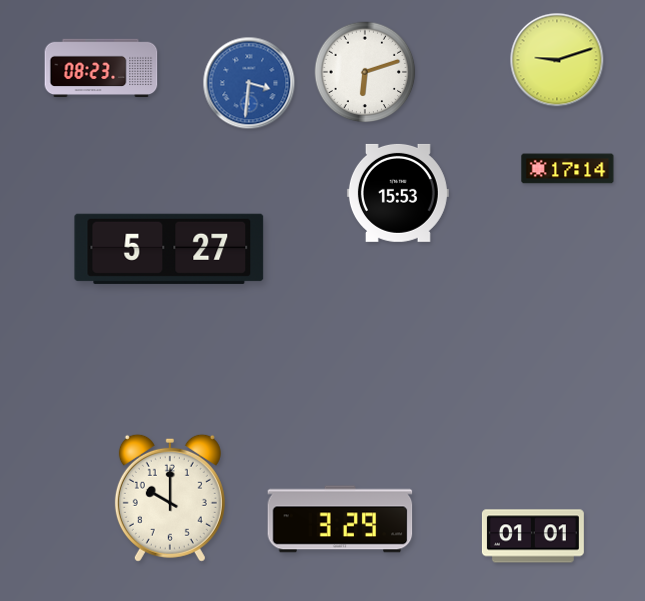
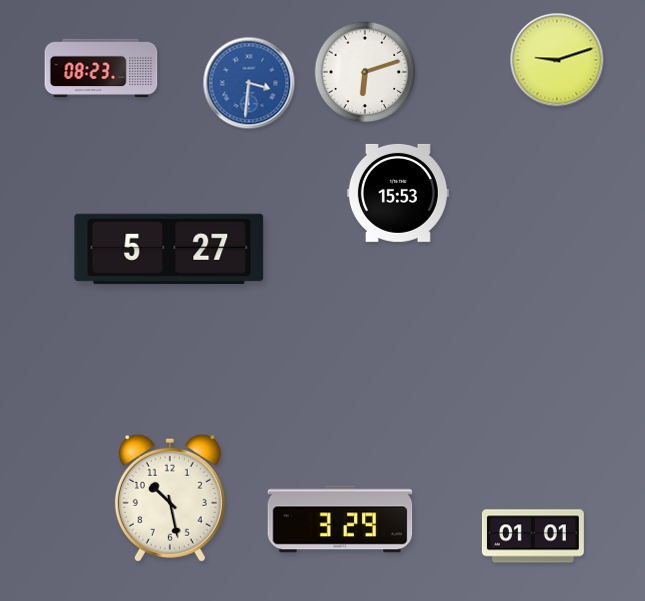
clock at (568, 169): 17:14 -> none
clock at (170, 498): 10:00 -> 10:28
